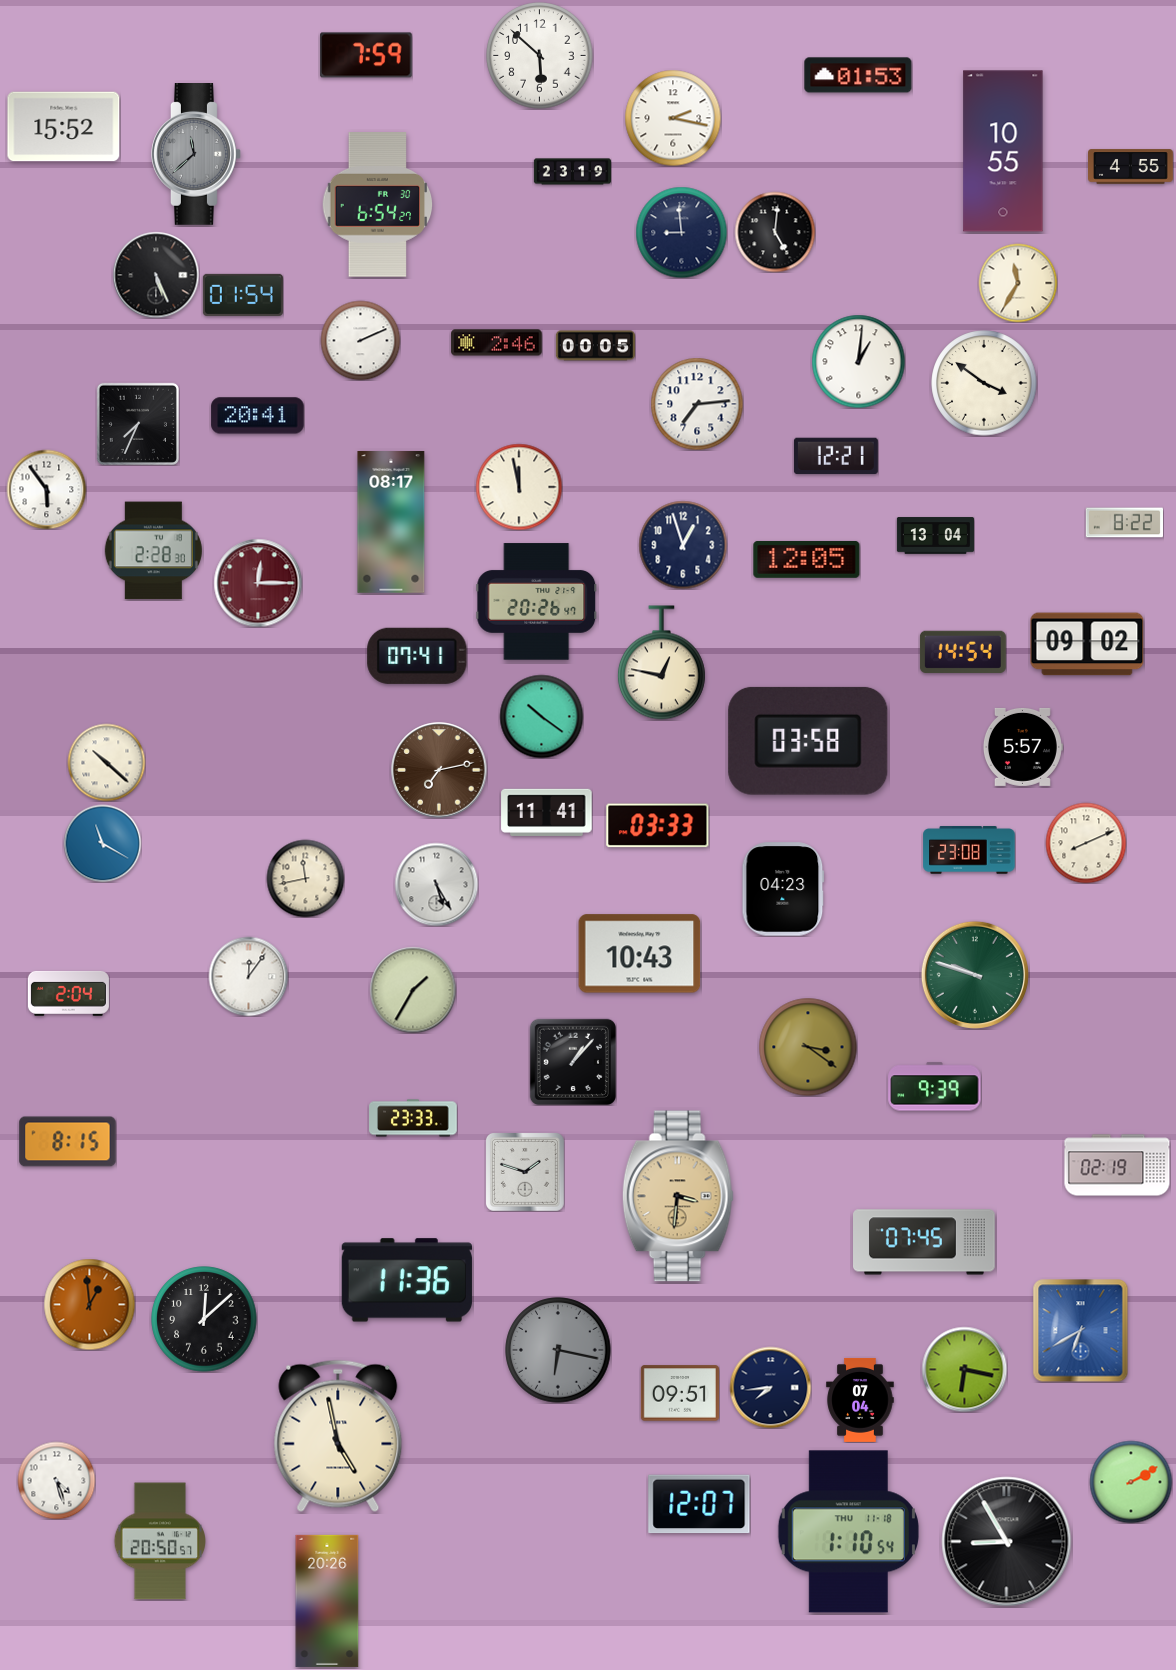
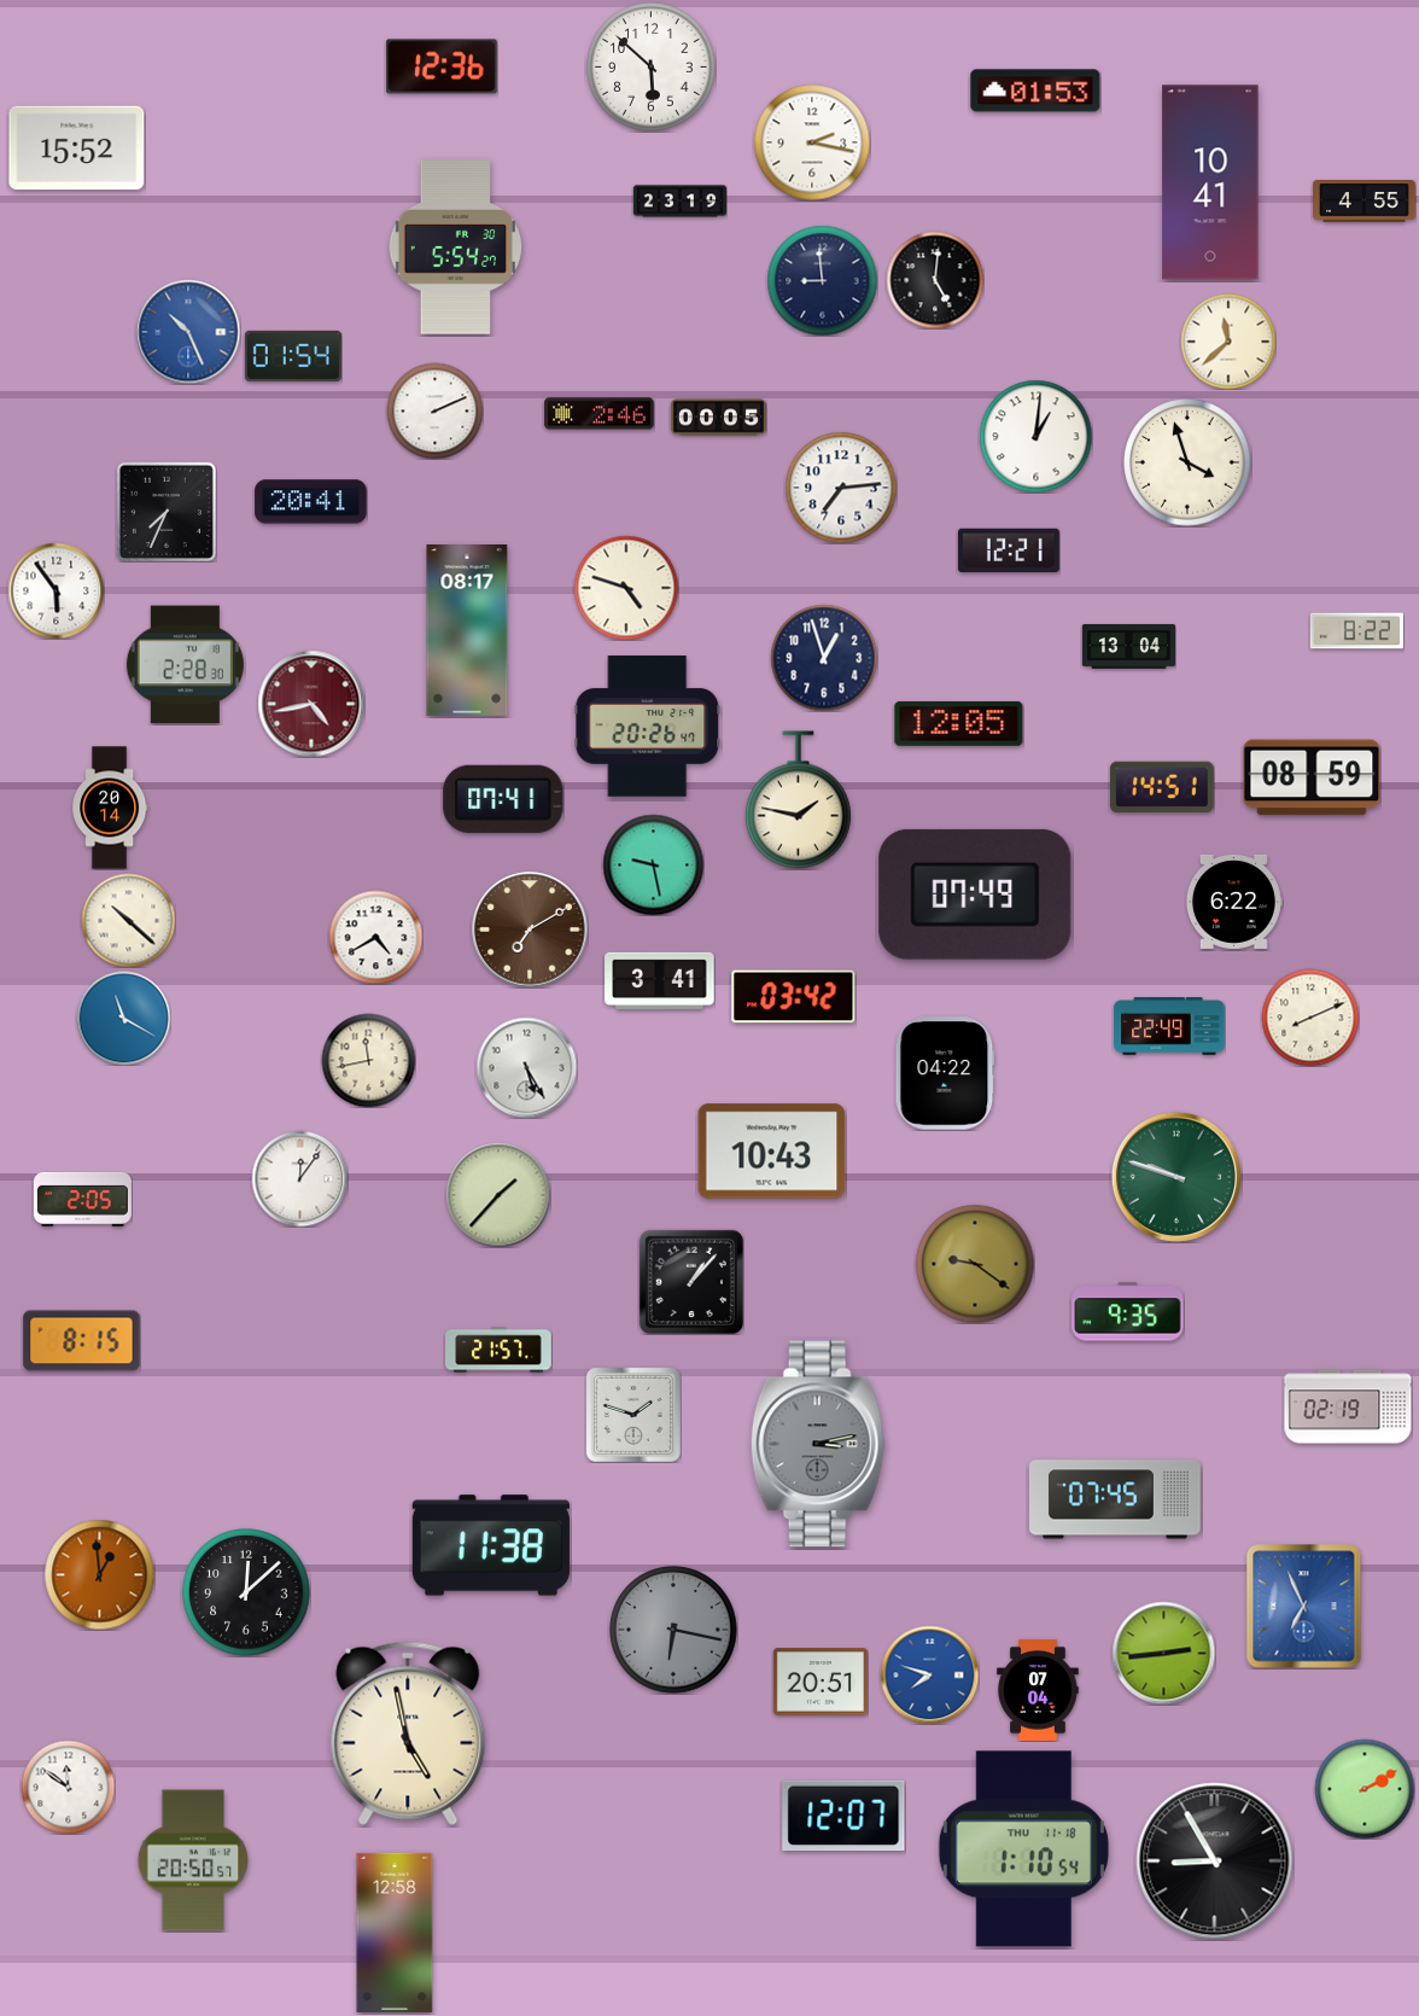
clock at (366, 55): 7:59 -> 12:36
clock at (64, 127) position: (64, 127) -> (77, 148)
clock at (1003, 151): 10:55 -> 10:41
clock at (197, 155): 11:38 -> none
clock at (572, 172) position: (572, 172) -> (679, 202)
clock at (378, 205): 6:54 -> 5:54
clock at (156, 275): 5:26 -> 10:26
clock at (156, 275) dial: black -> blue
clock at (1018, 283): 11:35 -> 11:38
clock at (984, 383): 3:51 -> 3:57
clock at (519, 487): 11:58 -> 4:48
clock at (391, 523) position: (391, 523) -> (467, 631)
clock at (807, 559) position: (807, 559) -> (959, 723)
clock at (258, 583): 12:15 -> 4:43
clock at (1087, 644): 09:02 -> 08:59
clock at (963, 652): 14:54 -> 14:51
clock at (417, 656) position: (417, 656) -> (503, 799)
clock at (661, 663): 12:47 -> 1:47
clock at (111, 808): none -> 20:14
clock at (541, 716): 10:21 -> 9:28
clock at (808, 741): 03:58 -> 07:49
clock at (1023, 747): 5:57 -> 6:22
clock at (439, 770): 7:13 -> 7:10
clock at (375, 937): none -> 4:40
clock at (547, 812): 11:41 -> 3:41
clock at (658, 826): 03:33 -> 03:42
clock at (969, 850): 23:08 -> 22:49
clock at (783, 889): 04:23 -> 04:22
clock at (413, 990): 1:35 -> 1:37
clock at (68, 993): 2:04 -> 2:05
clock at (808, 1047): 3:21 -> 9:21
clock at (935, 1087): 9:39 -> 9:35
clock at (413, 1118): 23:33 -> 21:57
clock at (68, 1142) position: (68, 1142) -> (82, 1341)
clock at (678, 1196): 3:31 -> 3:13
clock at (678, 1196) dial: champagne -> grey
clock at (407, 1280): 11:36 -> 11:38
clock at (89, 1304) position: (89, 1304) -> (99, 1574)
clock at (1081, 1331): 6:40 -> 6:56
clock at (964, 1369): 6:17 -> 2:44
clock at (770, 1387): 7:44 -> 7:48
clock at (770, 1387) dial: navy -> blue
clock at (680, 1393): 09:51 -> 20:51
clock at (56, 1480): 4:27 -> 11:51
clock at (327, 1601): 20:26 -> 12:58
